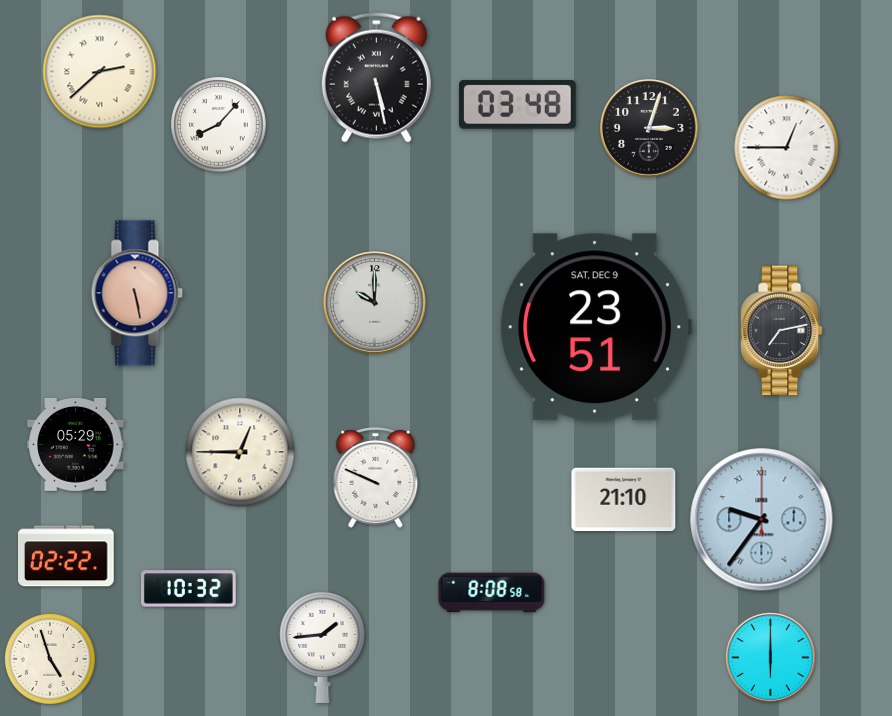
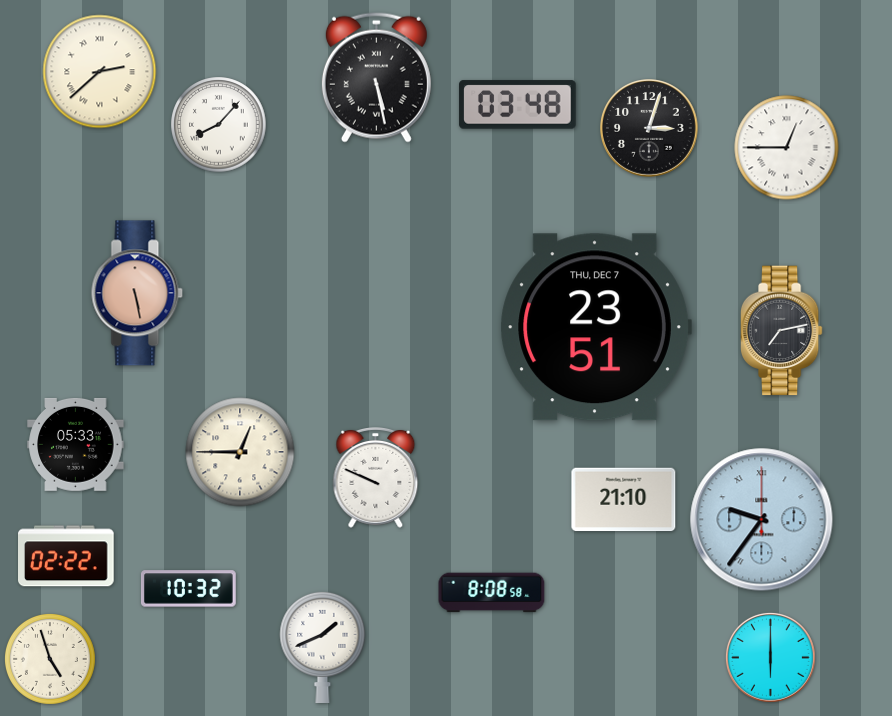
clock at (375, 303): 10:00 -> none
clock at (596, 327) date: SAT, DEC 9 -> THU, DEC 7
clock at (76, 444): 05:29 -> 05:33
clock at (323, 646): 1:44 -> 1:41
